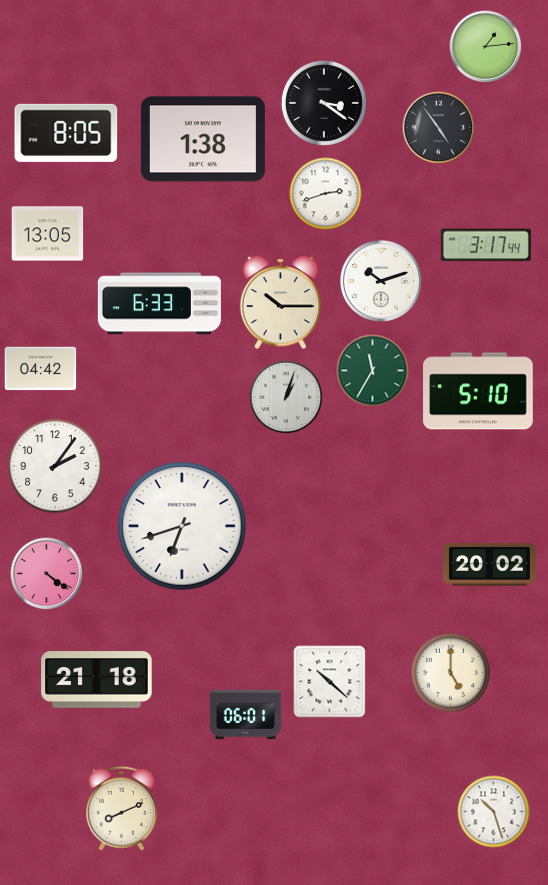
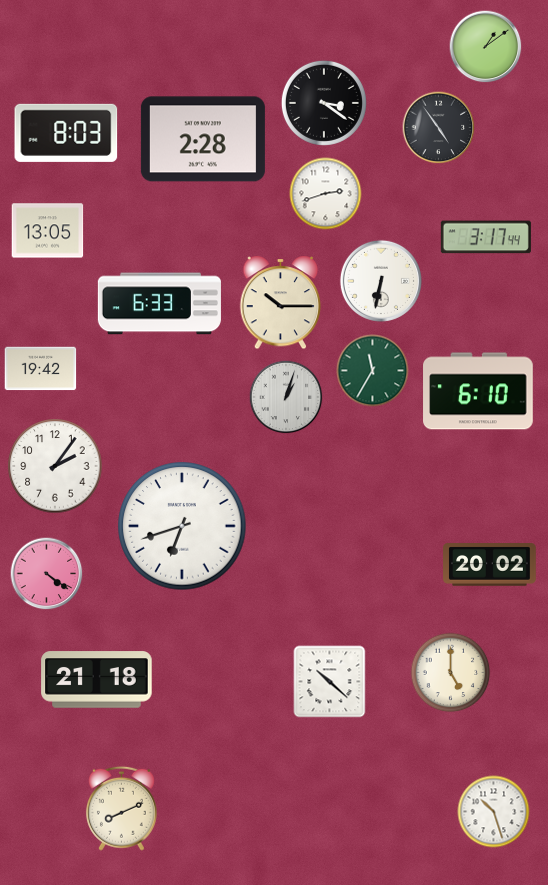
clock at (486, 47): 1:14 -> 1:09
clock at (66, 133): 8:05 -> 8:03
clock at (203, 139): 1:38 -> 2:28
clock at (48, 234) position: (48, 234) -> (48, 231)
clock at (486, 245) position: (486, 245) -> (486, 237)
clock at (381, 281): 10:12 -> 6:32
clock at (41, 369): 04:42 -> 19:42
clock at (478, 391): 5:10 -> 6:10
clock at (246, 715): 06:01 -> none
